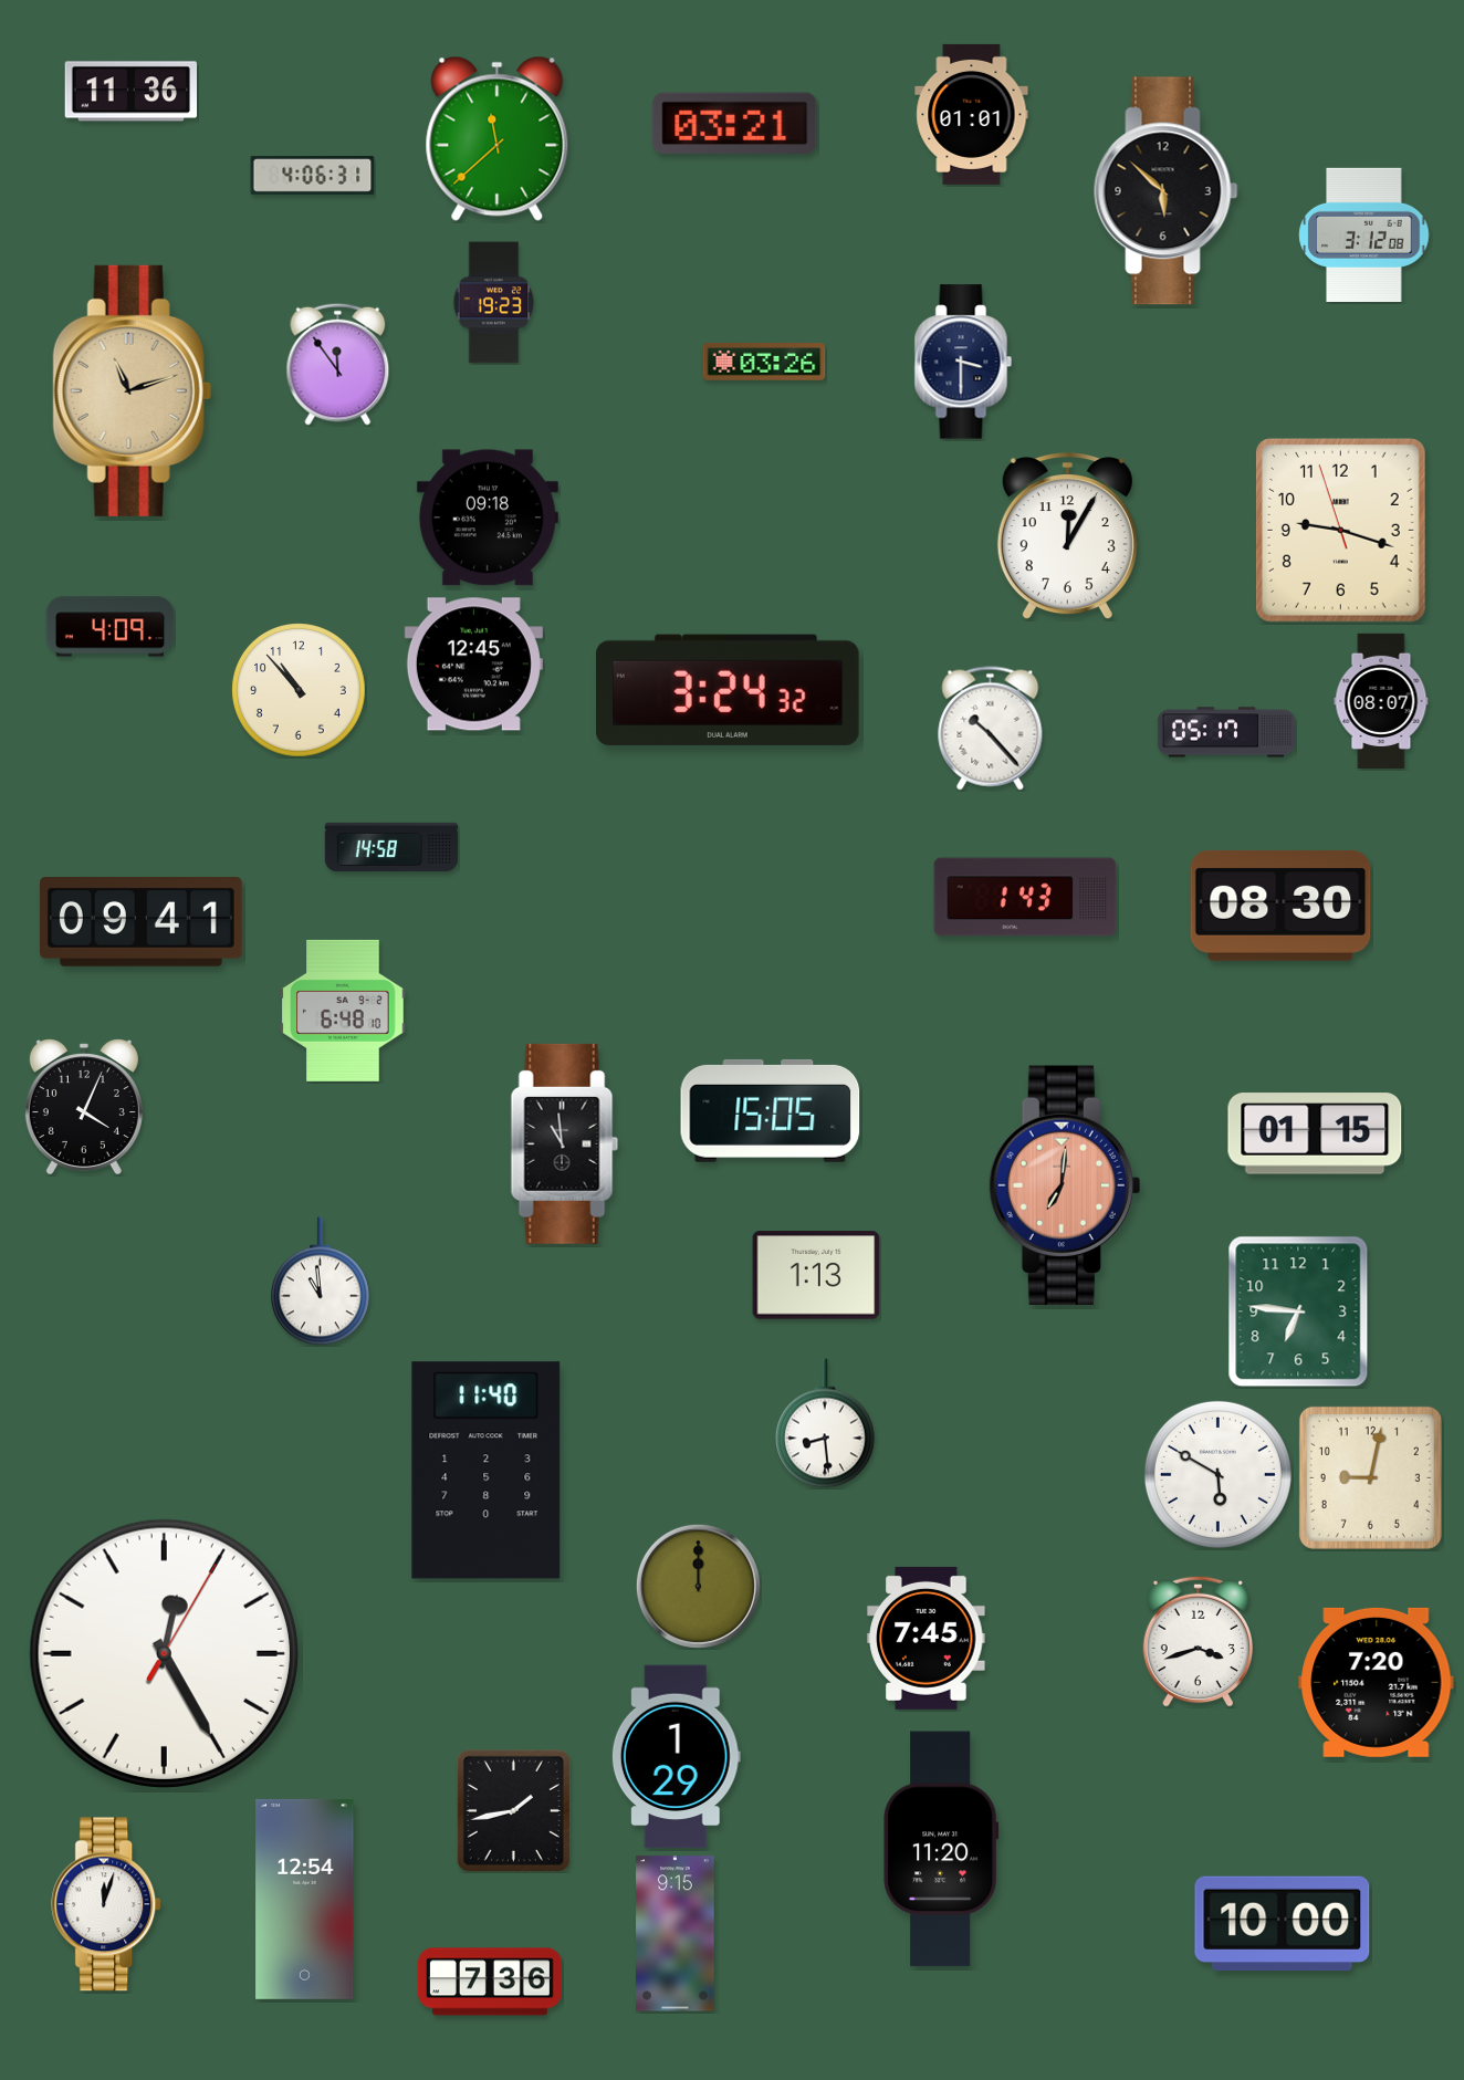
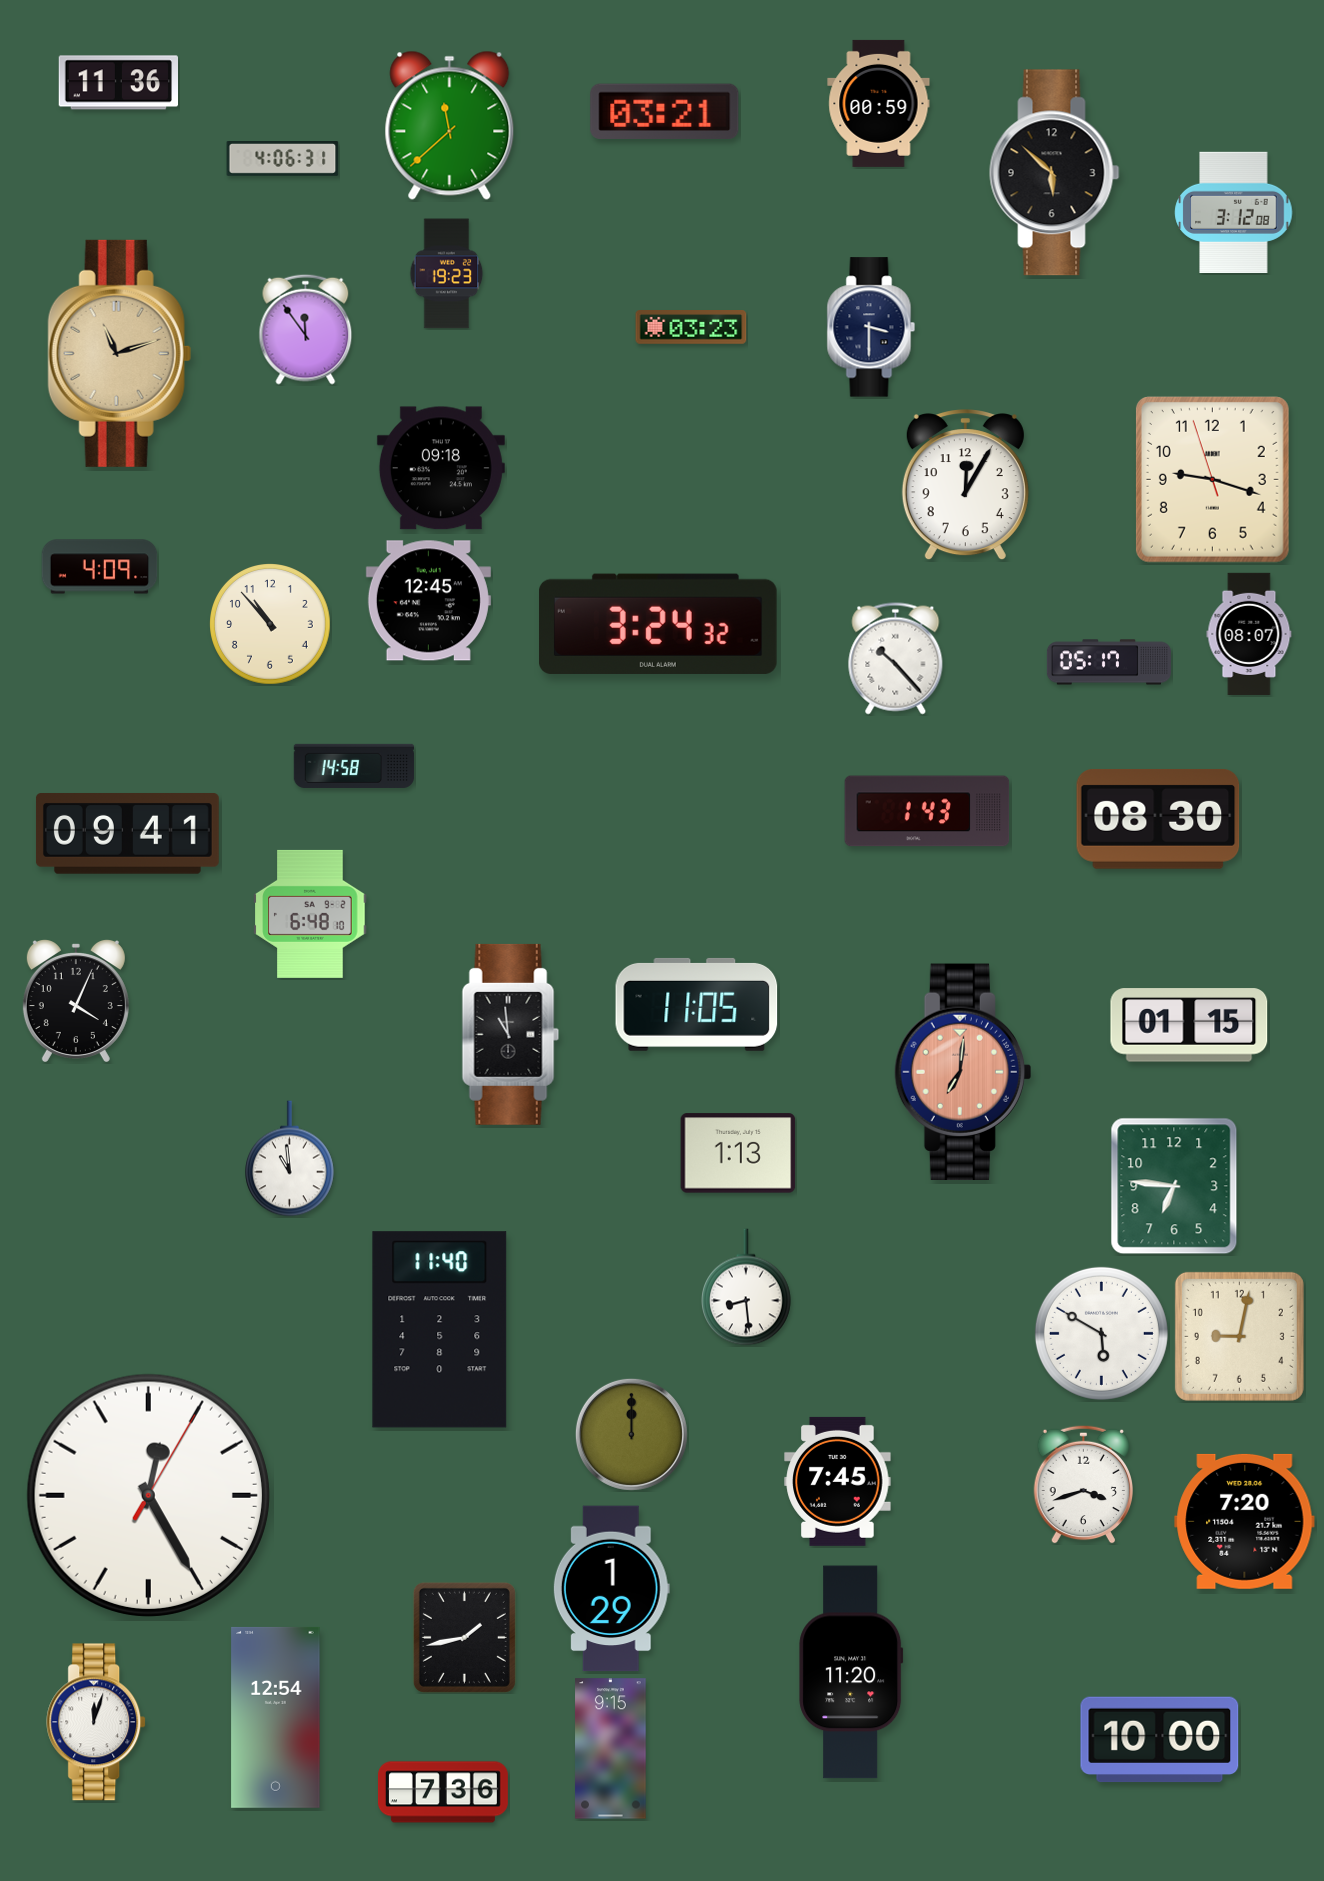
clock at (972, 114): 01:01 -> 00:59
clock at (764, 363): 03:26 -> 03:23
clock at (771, 1110): 15:05 -> 11:05
